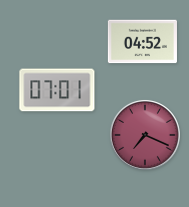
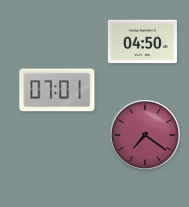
clock at (142, 42): 04:52 -> 04:50
clock at (145, 135): 7:19 -> 7:21
